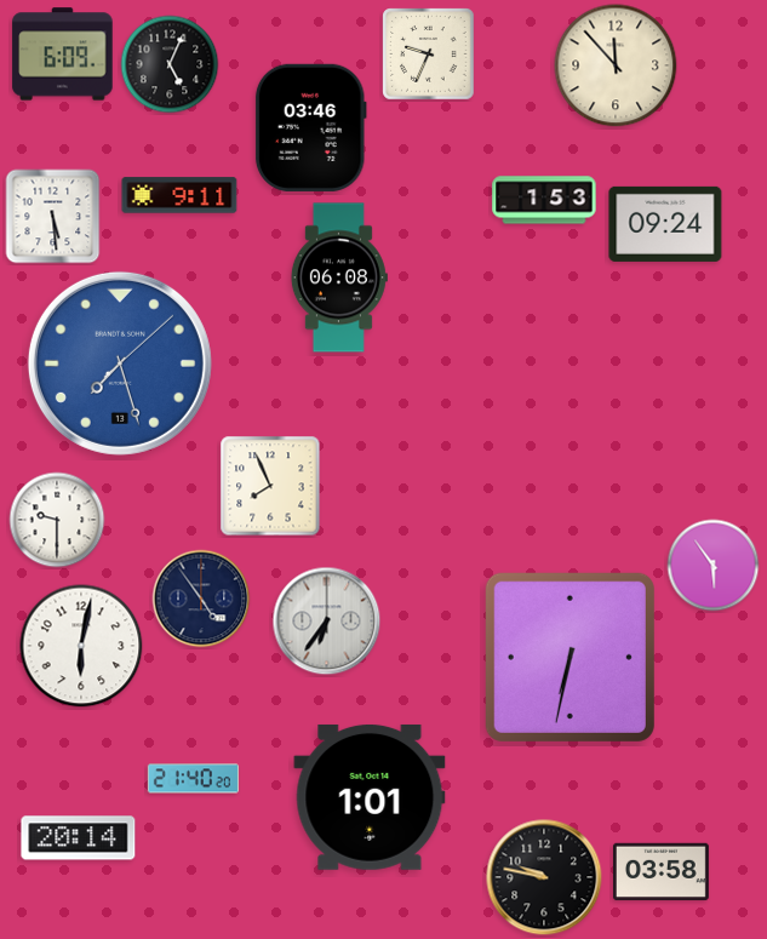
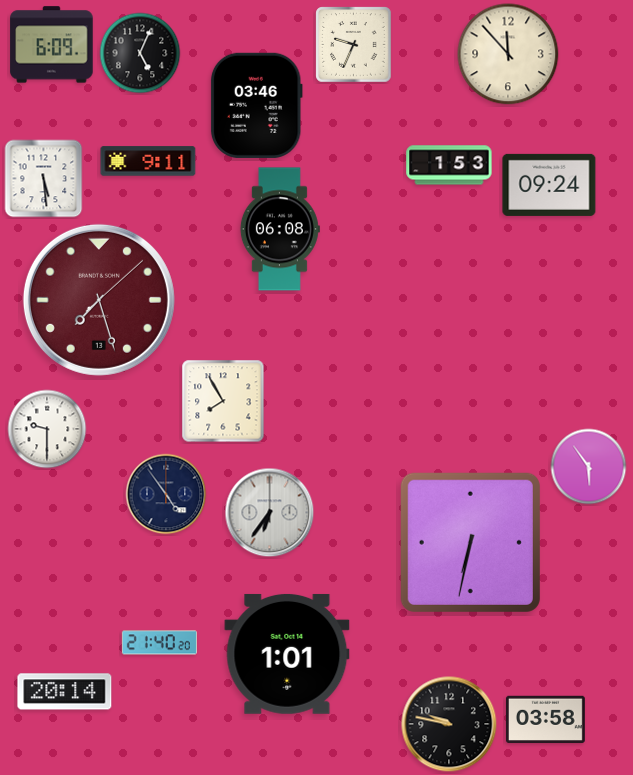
clock at (120, 363) dial: blue -> burgundy
clock at (270, 486): 7:56 -> 7:55
clock at (81, 646): 6:02 -> none
clock at (370, 797) position: (370, 797) -> (287, 654)
